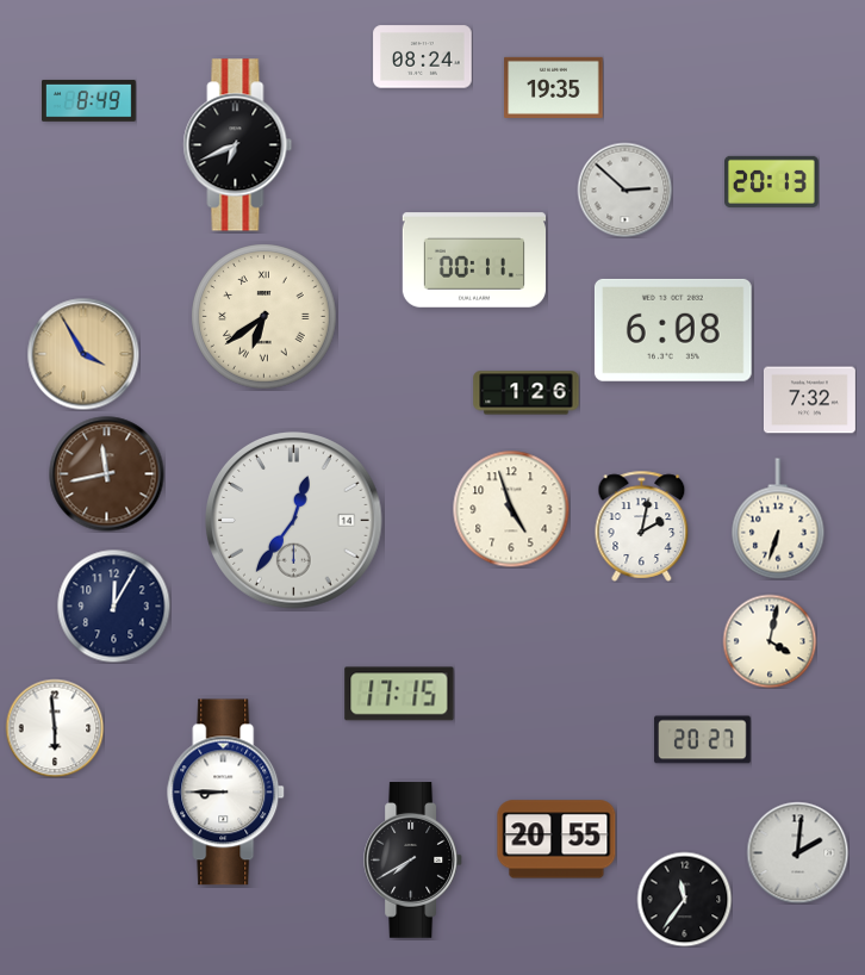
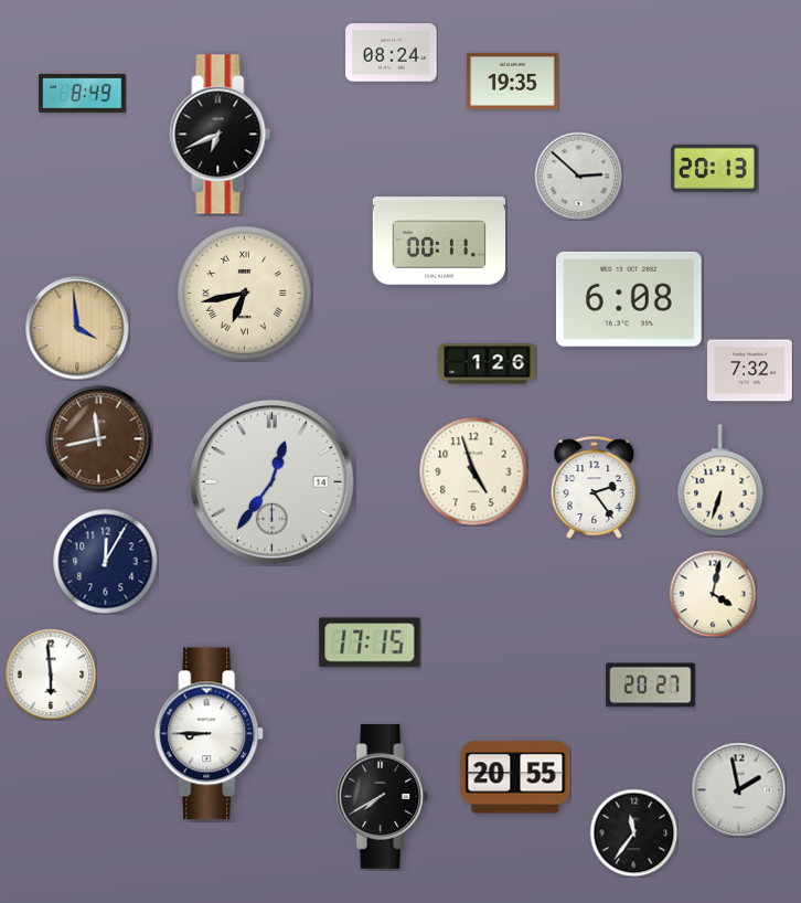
clock at (265, 317): 6:39 -> 6:43
clock at (673, 330) position: (673, 330) -> (629, 299)
clock at (83, 354): 3:55 -> 3:59
clock at (642, 526): 2:02 -> 2:24
clock at (797, 852): 2:01 -> 1:58
